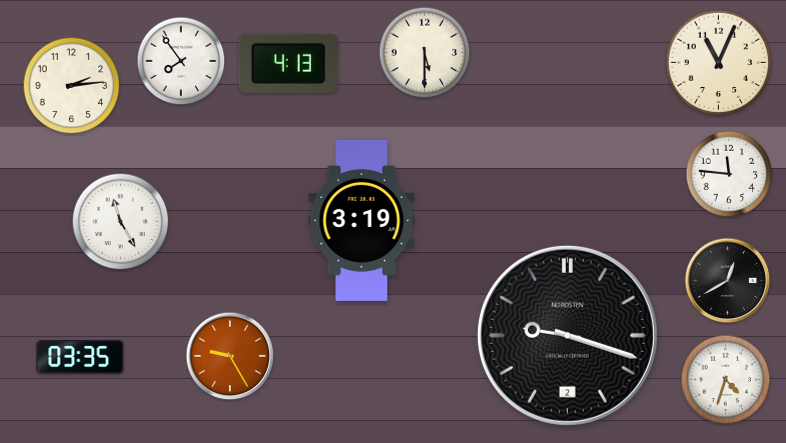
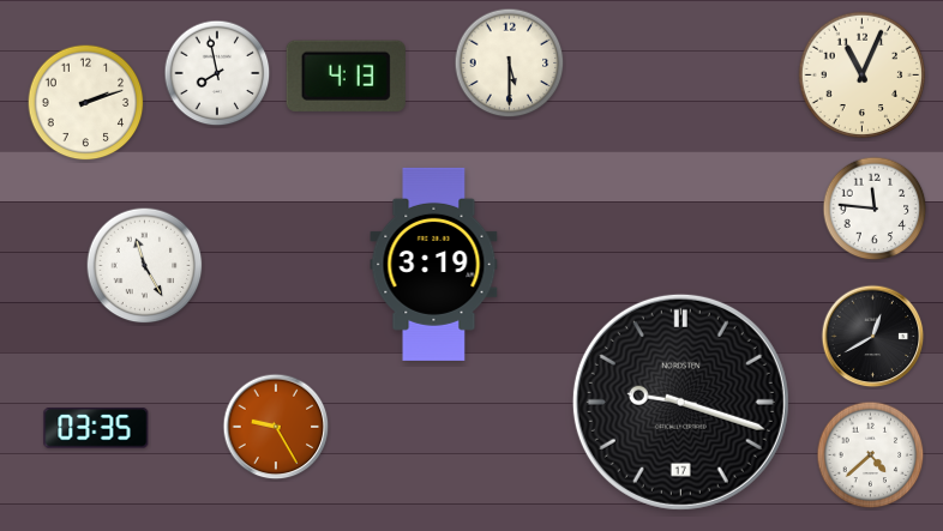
clock at (181, 61): 7:54 -> 7:58
clock at (72, 86): 2:14 -> 2:12
clock at (567, 335) date: 2 -> 17
clock at (726, 380): 4:33 -> 4:38
